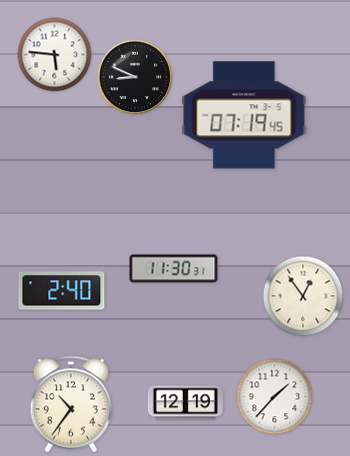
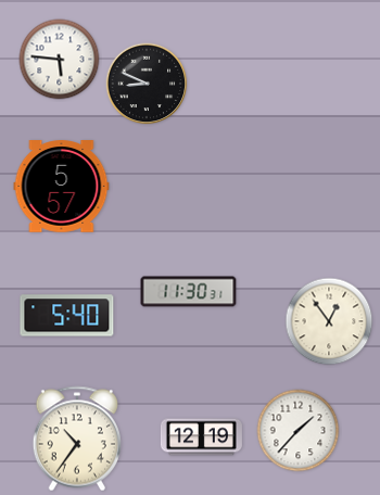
clock at (244, 115): 07:19 -> none
clock at (62, 187): none -> 5:57
clock at (62, 291): 2:40 -> 5:40
